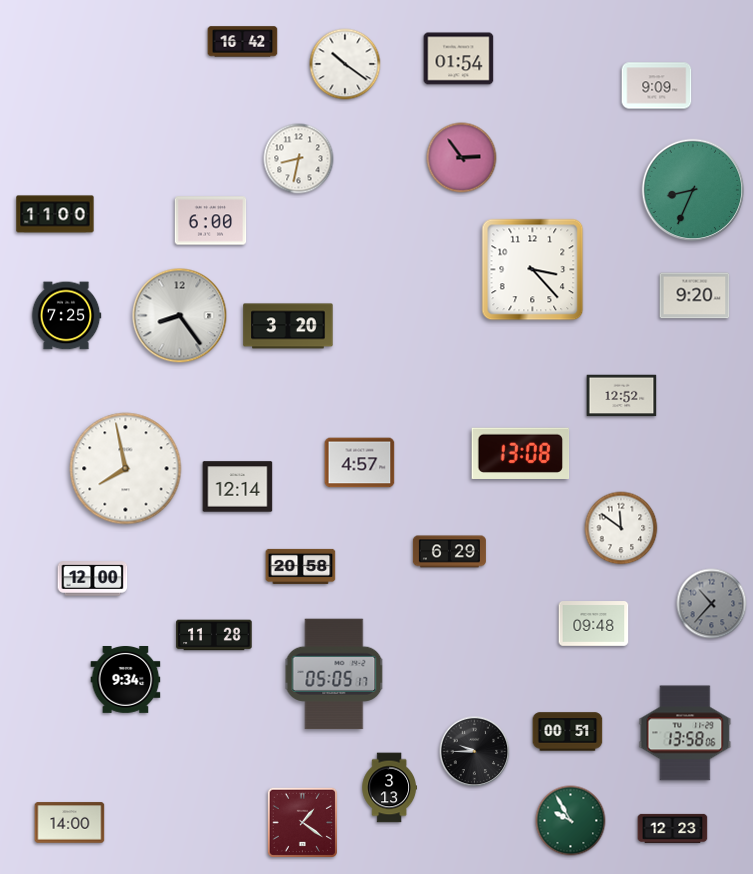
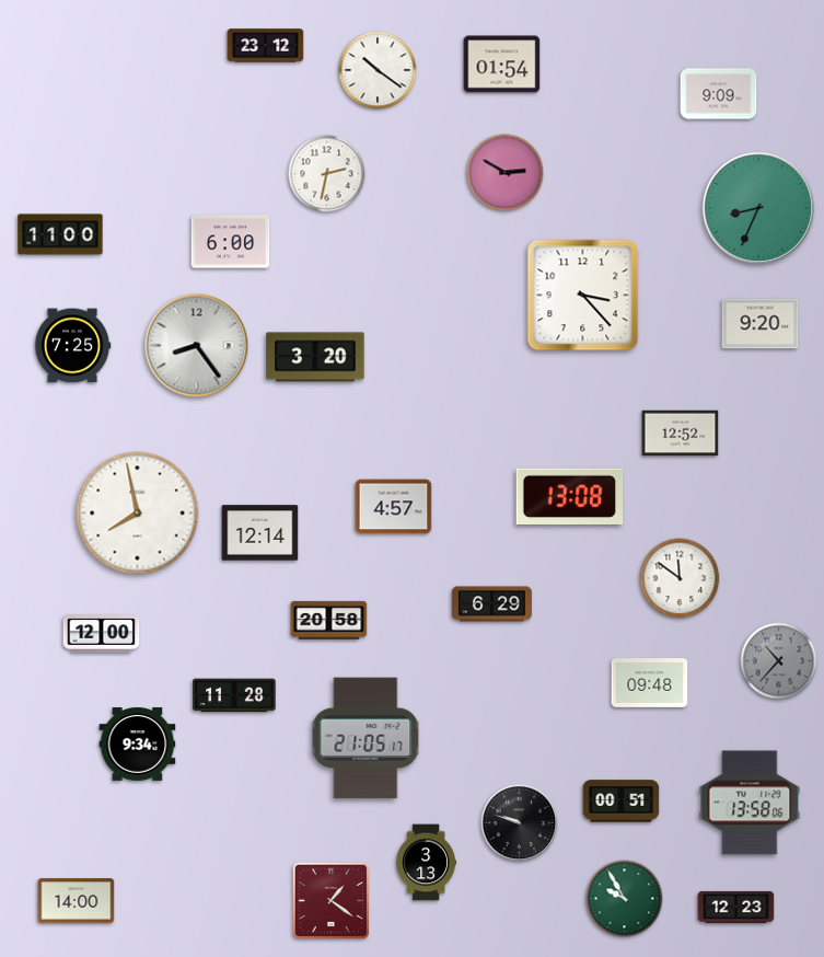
clock at (243, 42): 16:42 -> 23:12
clock at (462, 158): 2:54 -> 2:50
clock at (299, 159): 8:32 -> 2:32
clock at (334, 674): 05:05 -> 21:05
clock at (475, 752): 9:45 -> 9:48
